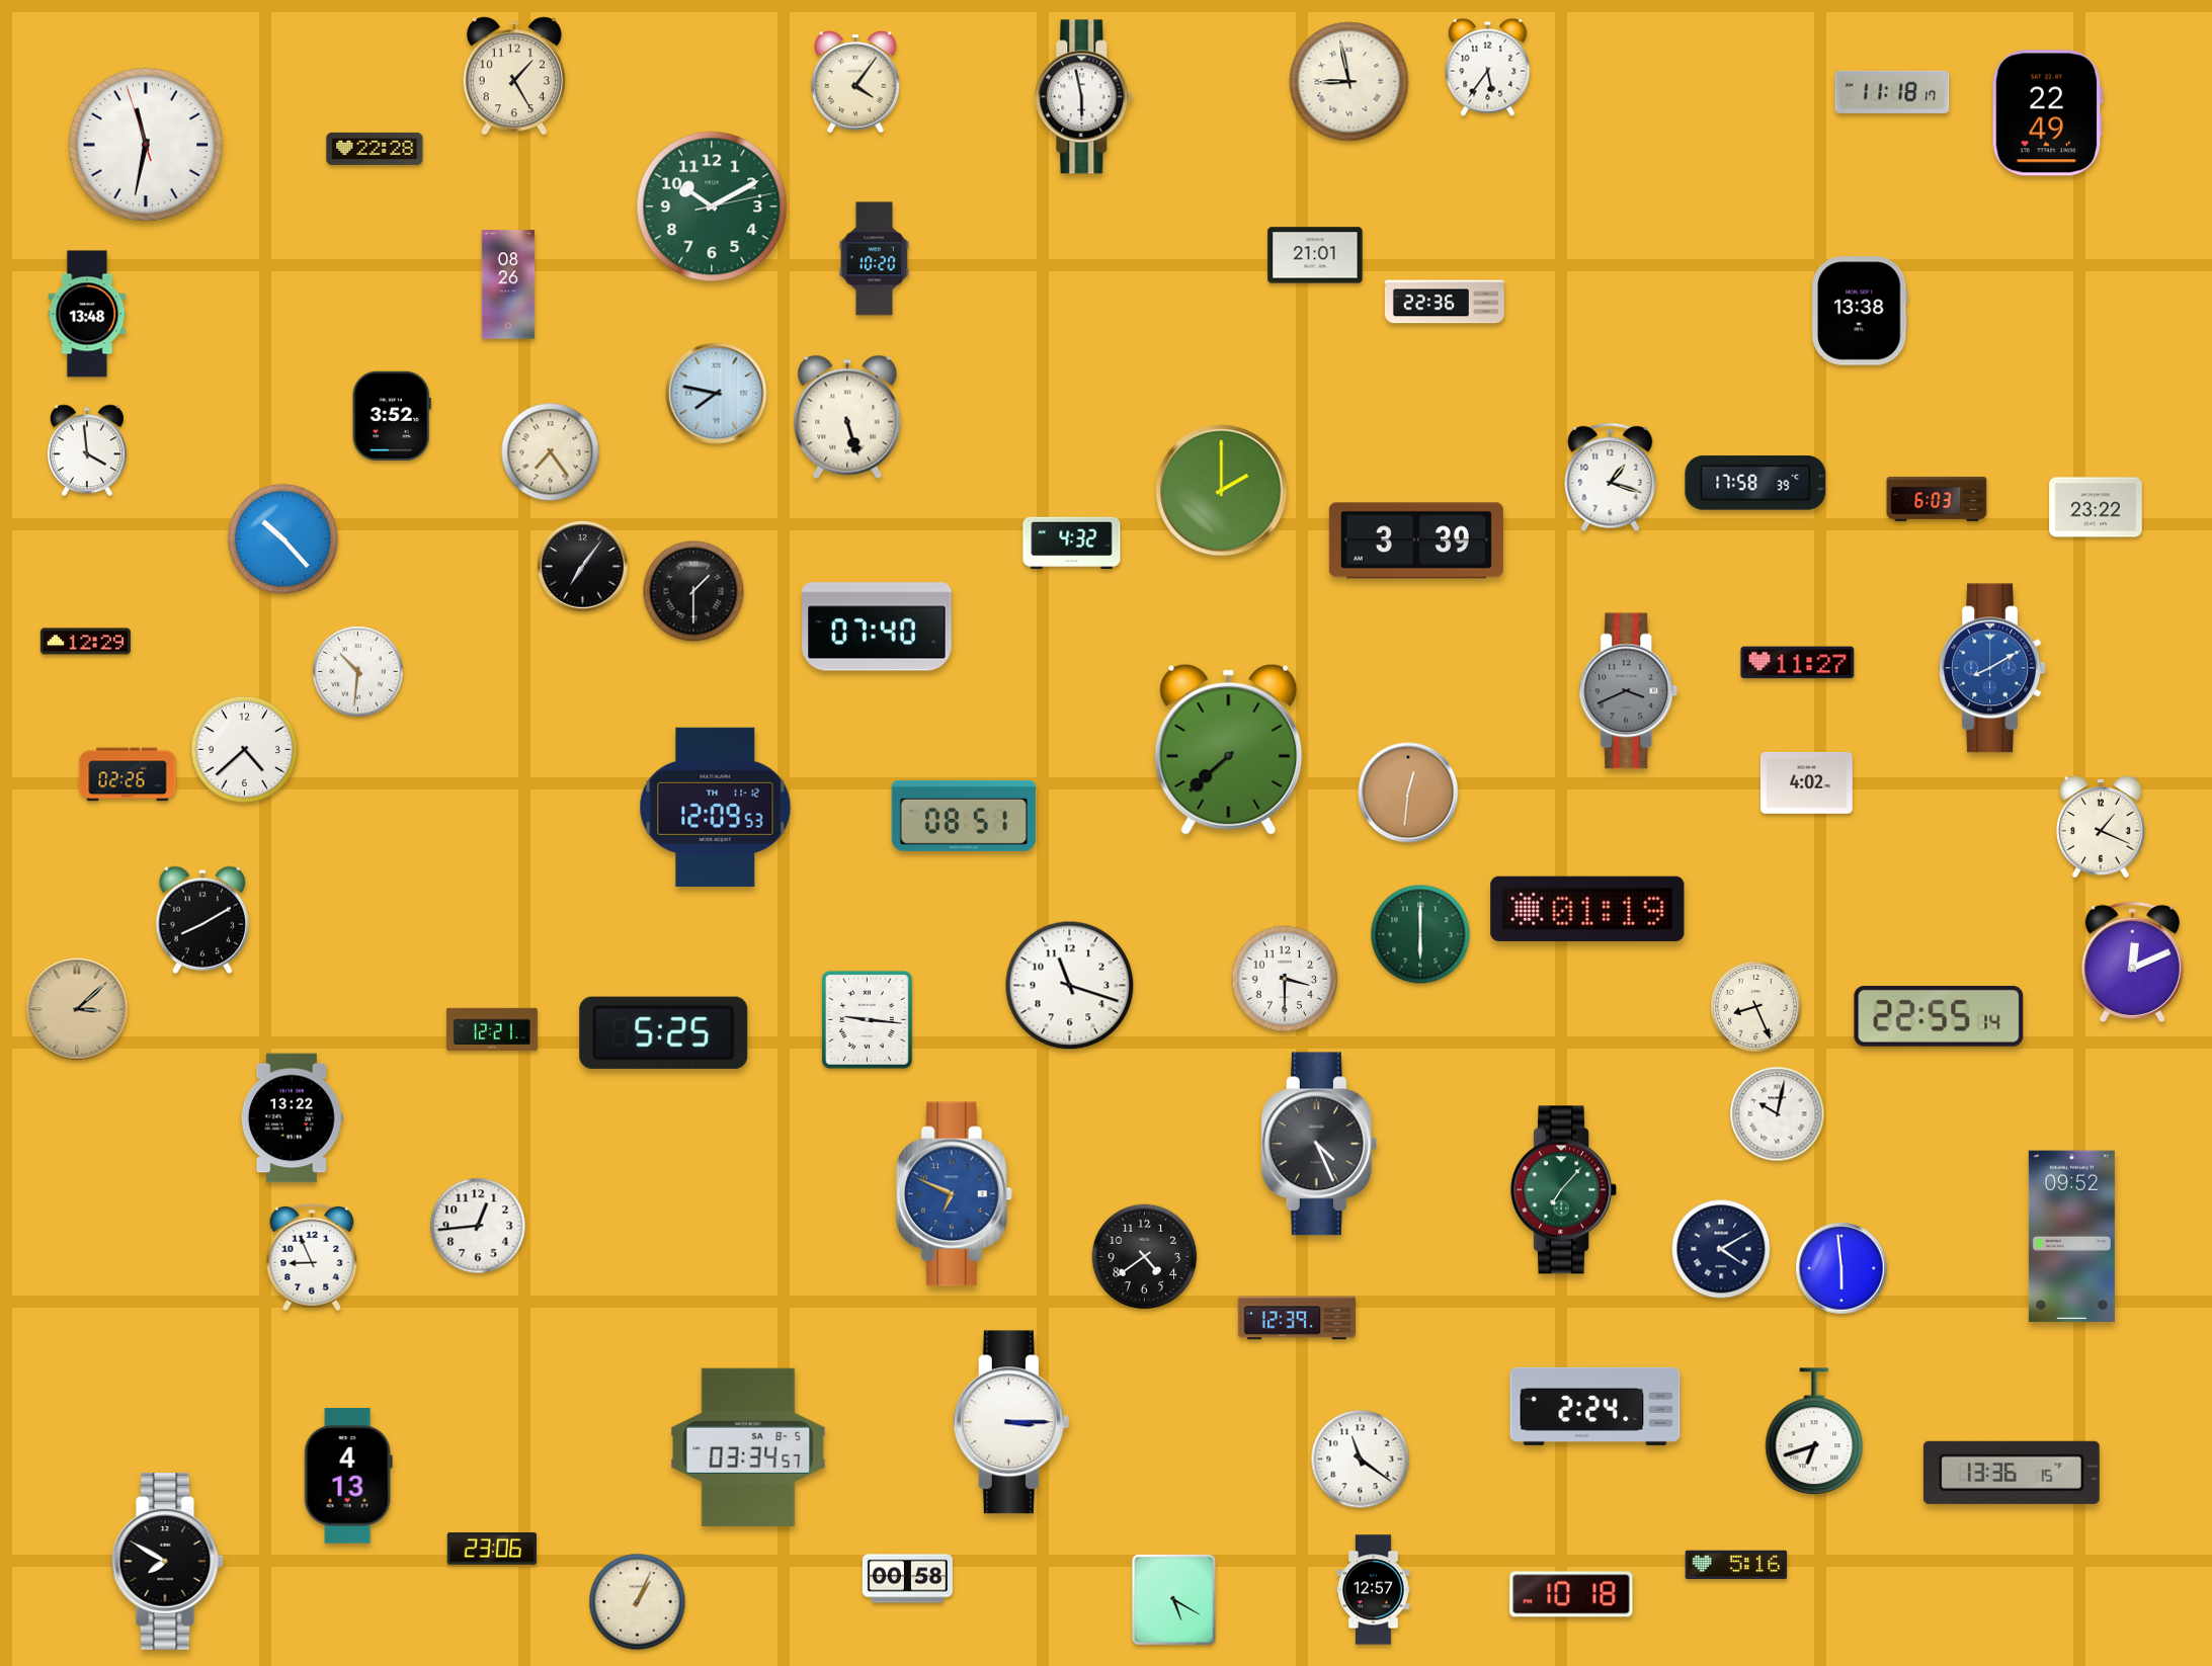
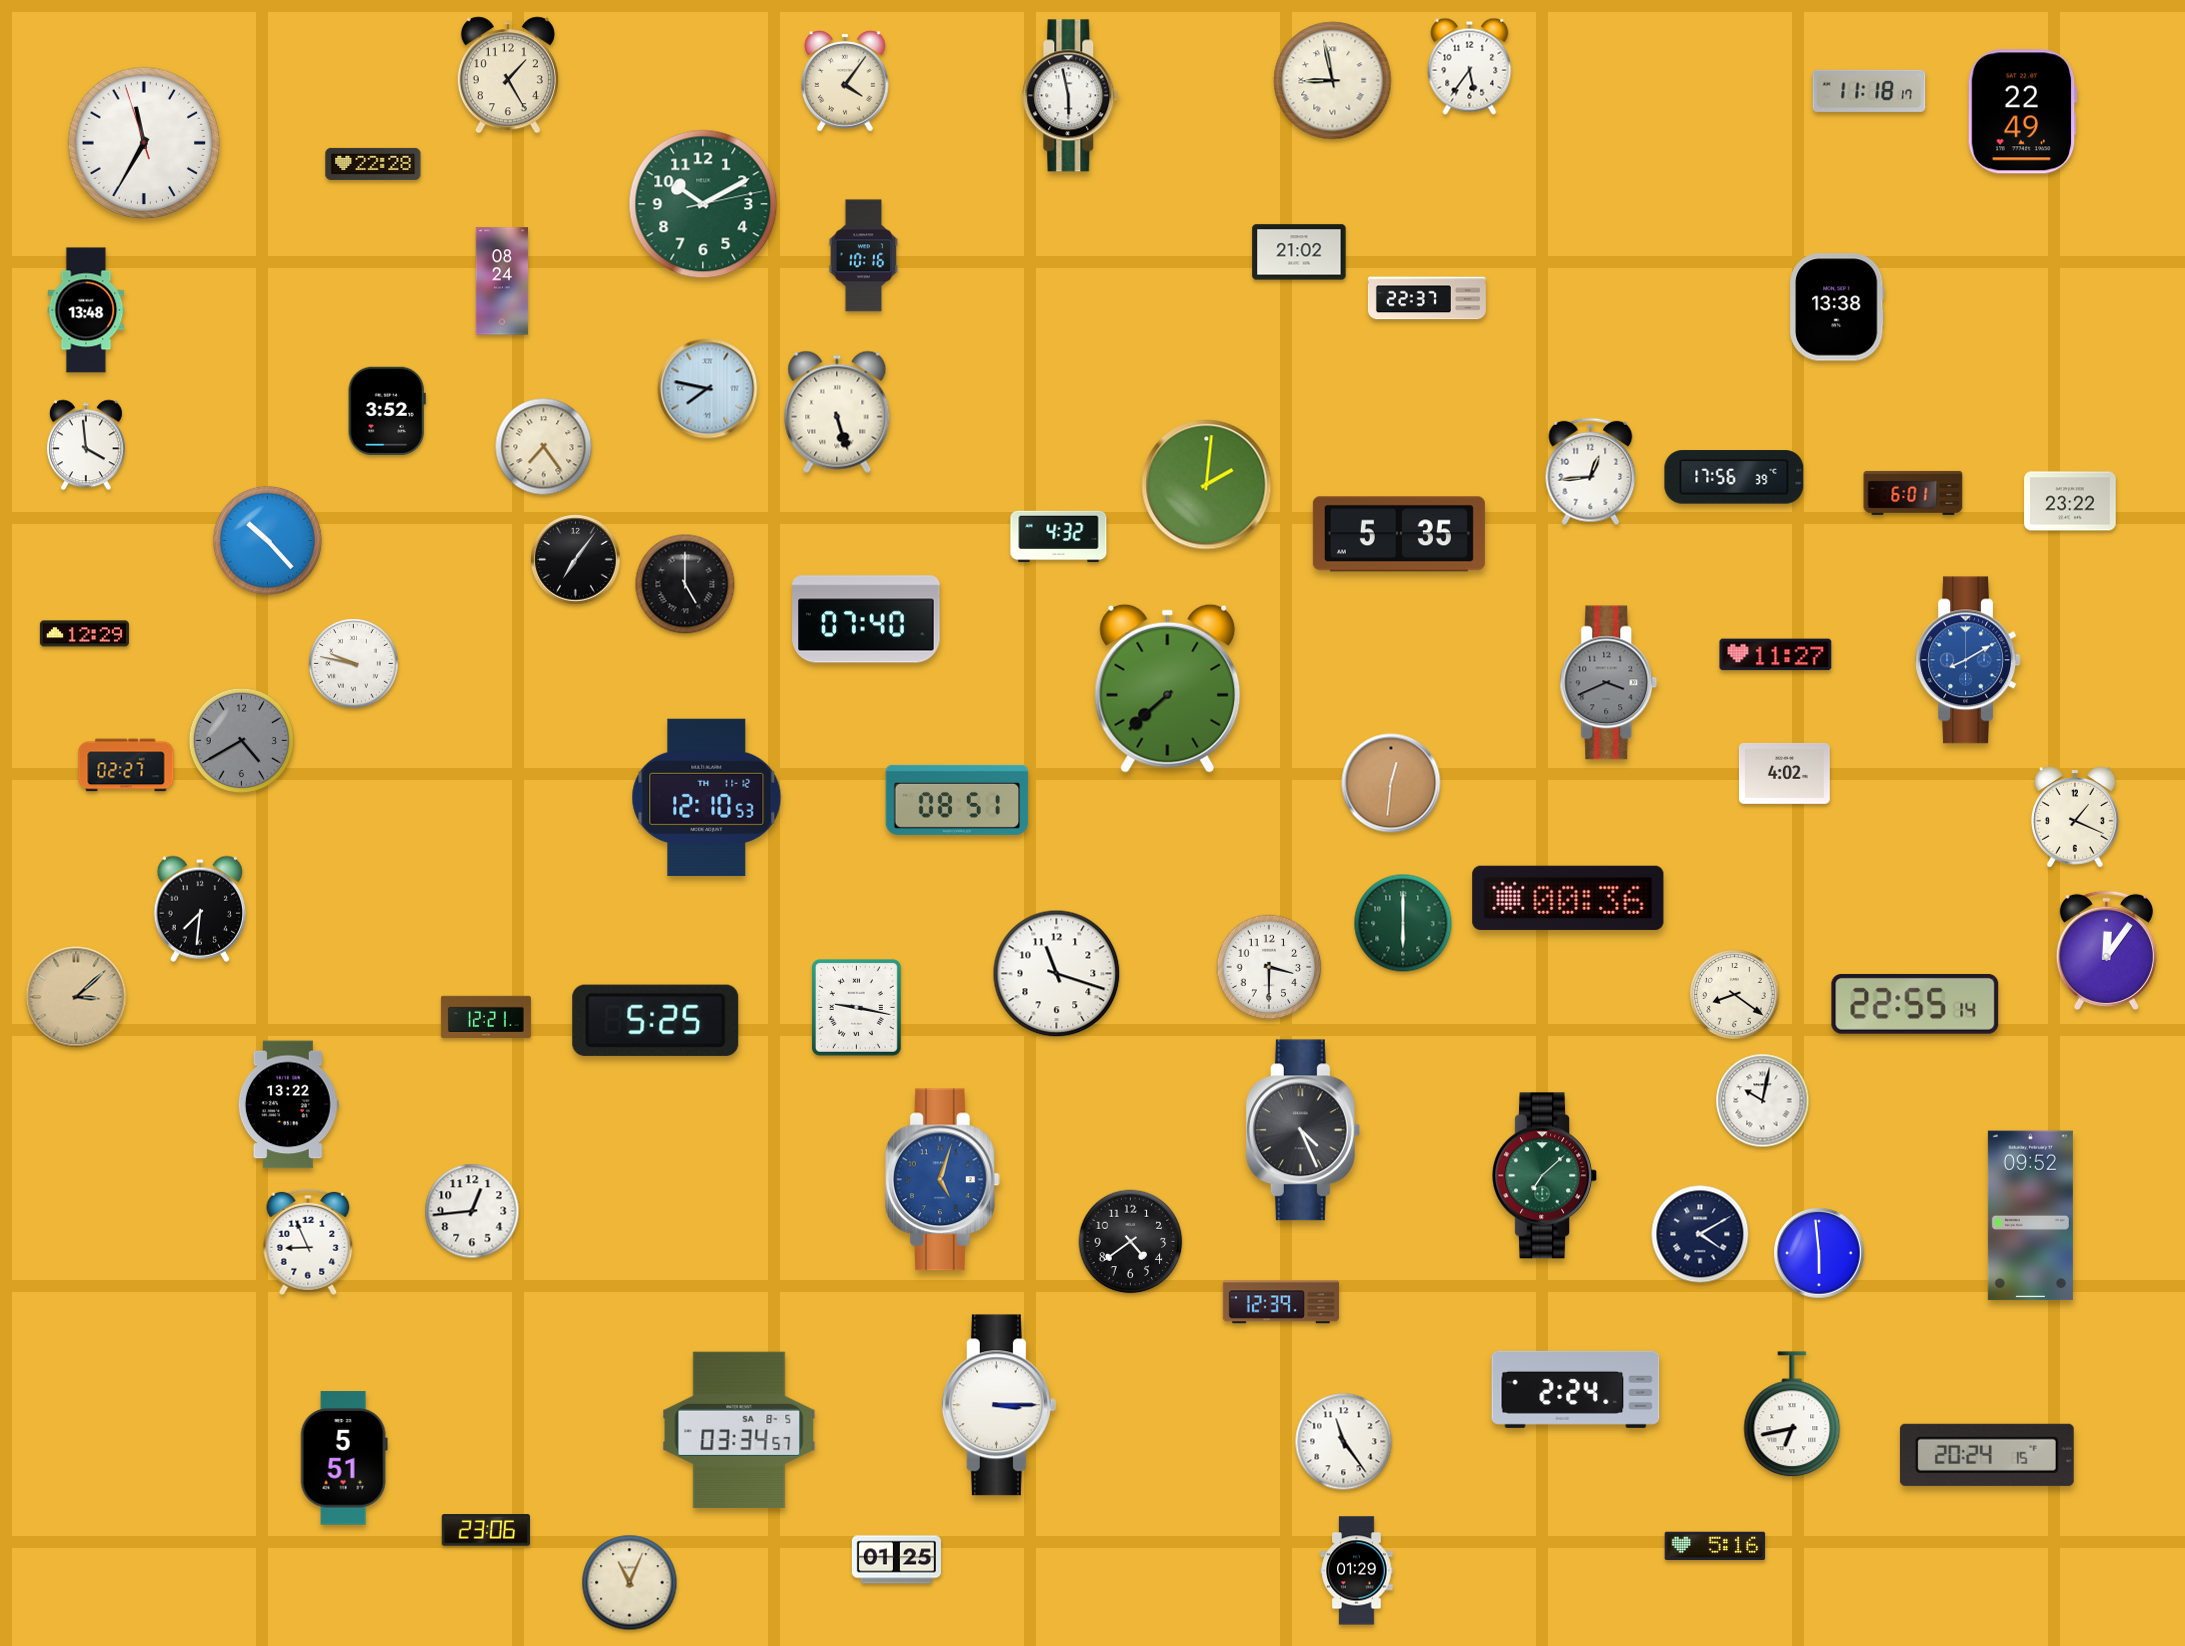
clock at (146, 145): 11:31 -> 11:34
clock at (375, 149) position: (375, 149) -> (373, 164)
clock at (1315, 255): 21:01 -> 21:02
clock at (875, 259): 10:20 -> 10:16
clock at (508, 284): 08:26 -> 08:24
clock at (1445, 302): 22:36 -> 22:37
clock at (1611, 478): 1:18 -> 12:44
clock at (1755, 483): 17:58 -> 17:56
clock at (1222, 491): 2:00 -> 2:01
clock at (1937, 499): 6:03 -> 6:01
clock at (282, 538) position: (282, 538) -> (267, 540)
clock at (1416, 540): 3:39 -> 5:35
clock at (693, 591): 1:30 -> 5:00
clock at (358, 672): 10:31 -> 9:47
clock at (1229, 749) position: (1229, 749) -> (1168, 688)
clock at (245, 750): 4:38 -> 4:40
clock at (245, 750) dial: white -> grey
clock at (128, 774): 02:26 -> 02:27
clock at (716, 807): 12:09 -> 12:10
clock at (964, 816) position: (964, 816) -> (957, 800)
clock at (1587, 909): 01:19 -> 00:36
clock at (201, 920): 8:10 -> 7:31
clock at (2132, 963): 12:11 -> 12:06
clock at (1756, 1007): 8:26 -> 8:21
clock at (867, 1019): 9:16 -> 9:17
clock at (1778, 1114) position: (1778, 1114) -> (1763, 1101)
clock at (1564, 1190): 7:07 -> 7:08
clock at (954, 1194): 6:49 -> 5:03
clock at (2071, 1237) position: (2071, 1237) -> (2030, 1216)
clock at (1814, 1432): 6:42 -> 6:43
clock at (1361, 1460): 11:21 -> 11:24
clock at (2012, 1473): 13:36 -> 20:24
clock at (348, 1476): 4:13 -> 5:51
clock at (167, 1562): 7:50 -> none
clock at (907, 1579): 00:58 -> 01:25
clock at (1374, 1590): 12:57 -> 01:29
clock at (1571, 1594): 10:18 -> none
clock at (1173, 1599): 5:20 -> none
clock at (638, 1602): 1:04 -> 11:04
